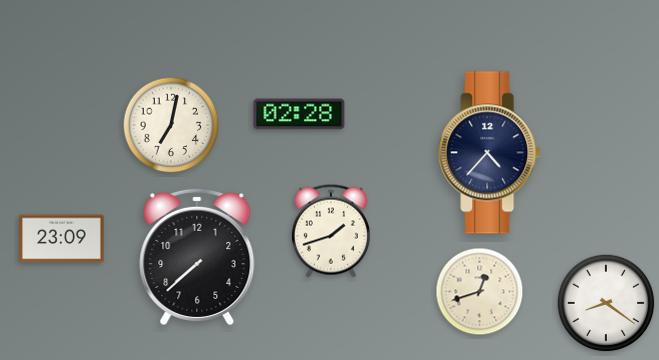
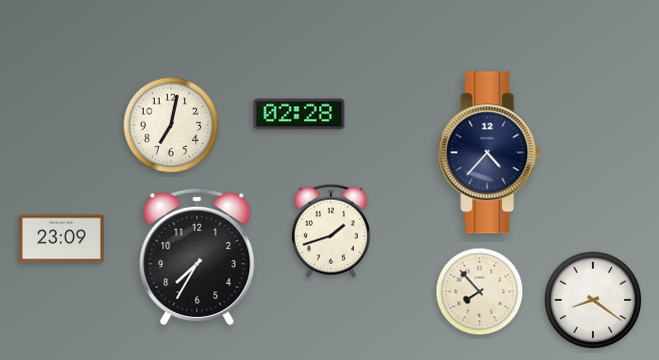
clock at (197, 257): 7:38 -> 7:35
clock at (480, 292): 12:42 -> 7:53
clock at (606, 303) position: (606, 303) -> (593, 300)
